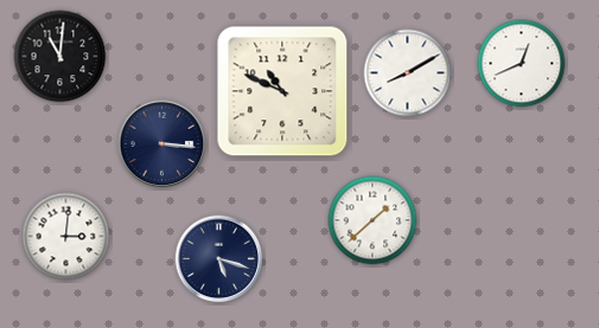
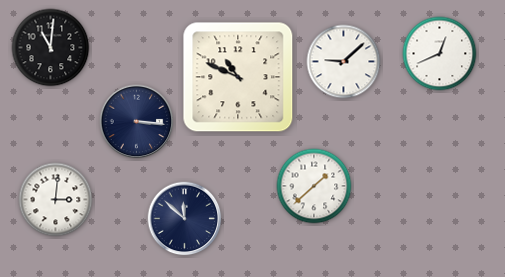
clock at (408, 73): 8:10 -> 9:08
clock at (219, 259): 5:18 -> 11:52
